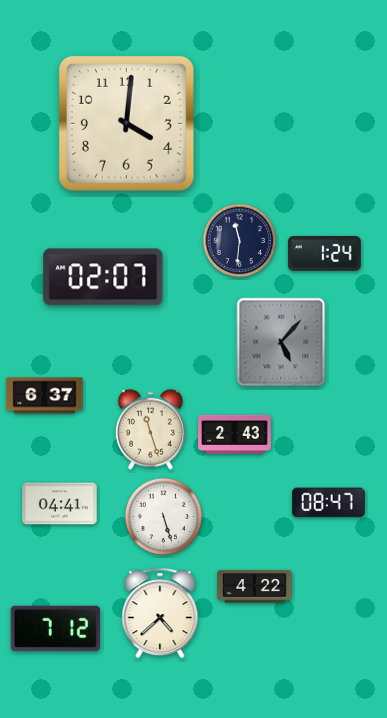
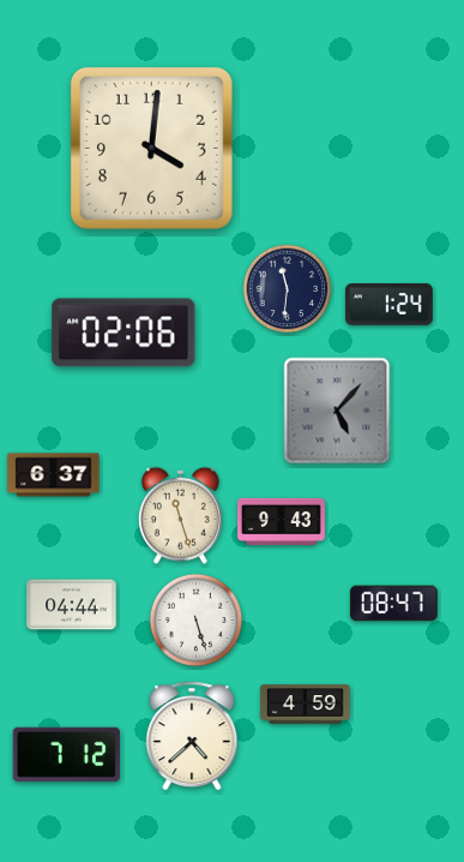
clock at (103, 277): 02:07 -> 02:06
clock at (235, 434): 2:43 -> 9:43
clock at (60, 504): 04:41 -> 04:44
clock at (255, 587): 4:22 -> 4:59
